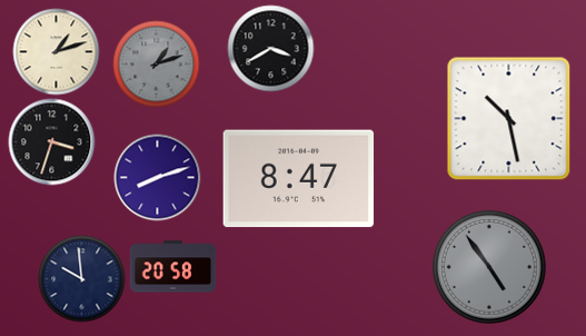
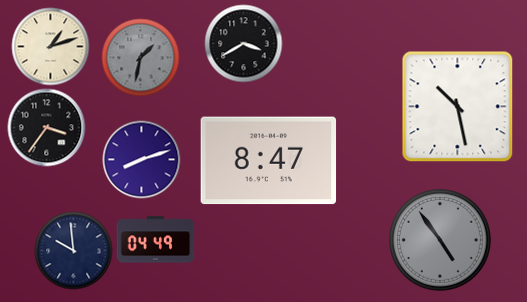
clock at (156, 63): 1:12 -> 1:32
clock at (51, 141): 3:33 -> 3:36
clock at (172, 267): 20:58 -> 04:49
